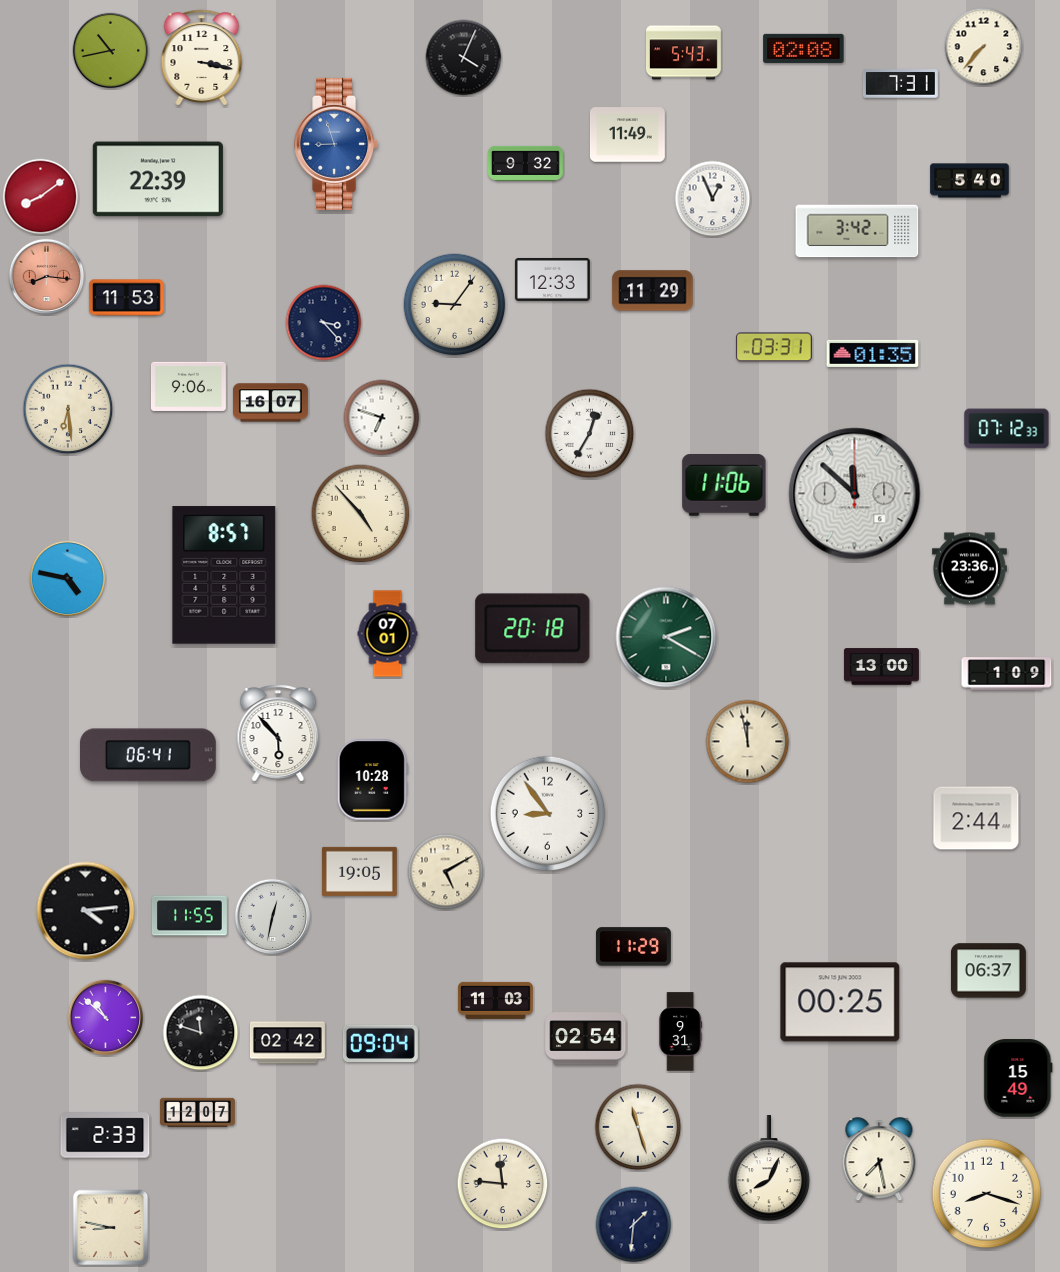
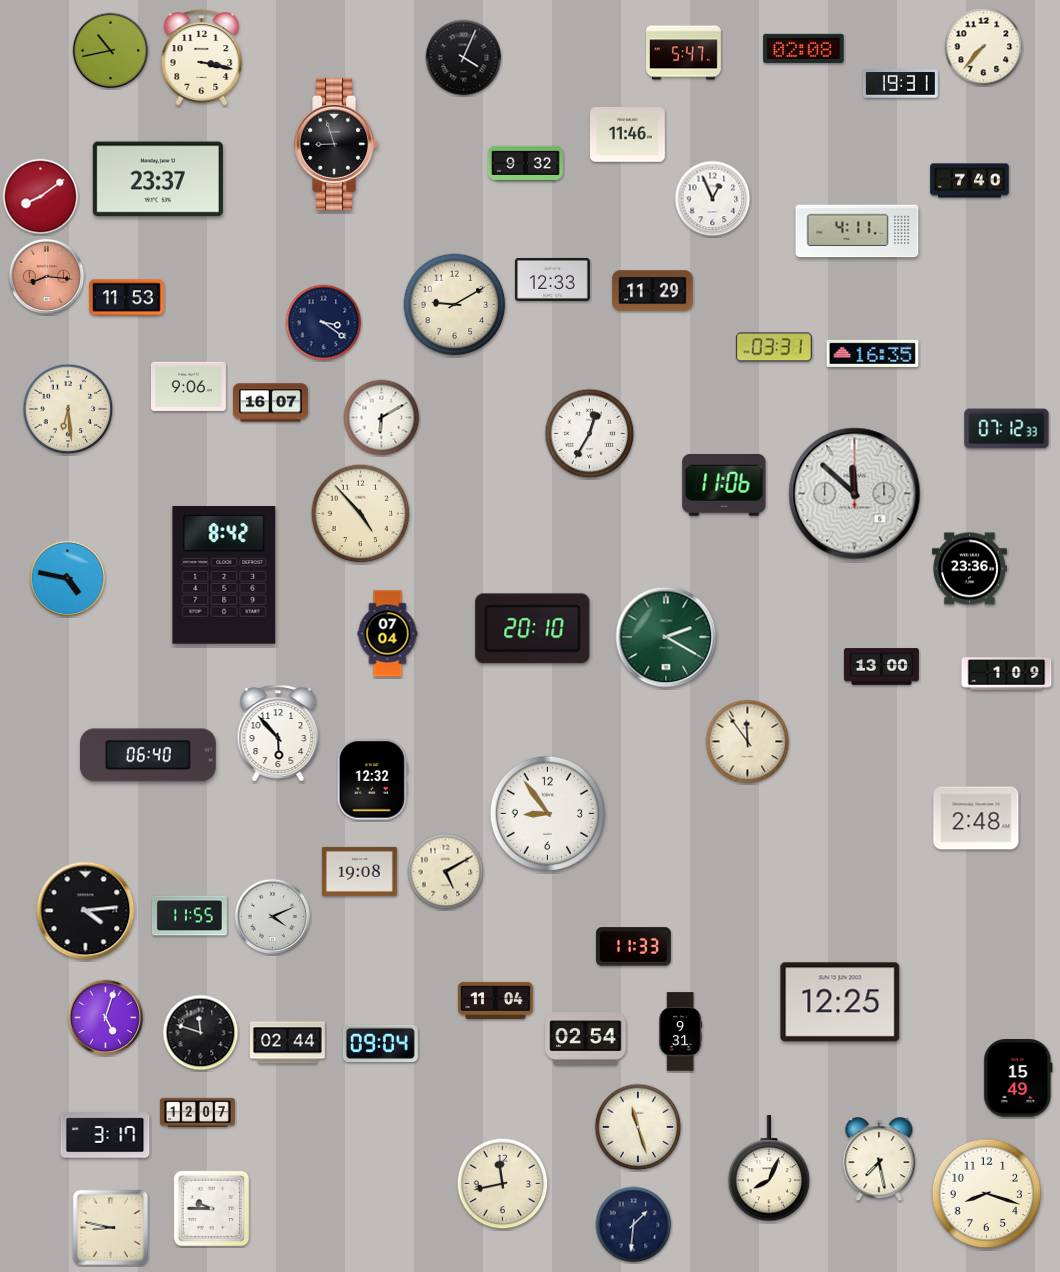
clock at (684, 53): 5:43 -> 5:47
clock at (900, 84): 7:31 -> 19:31
clock at (627, 135): 11:49 -> 11:46
clock at (337, 144) dial: blue -> black
clock at (158, 179): 22:39 -> 23:37
clock at (970, 181): 5:40 -> 7:40
clock at (857, 231): 3:42 -> 4:11
clock at (455, 305): 9:06 -> 9:10
clock at (324, 323): 3:23 -> 3:21
clock at (873, 353): 01:35 -> 16:35
clock at (382, 418): 6:48 -> 6:10
clock at (224, 575): 8:57 -> 8:42
clock at (533, 629): 20:18 -> 20:10
clock at (388, 634): 07:01 -> 07:04
clock at (748, 742): 11:58 -> 11:54
clock at (149, 755): 06:41 -> 06:40
clock at (372, 780): 10:28 -> 12:32
clock at (976, 818): 2:44 -> 2:48
clock at (359, 871): 19:05 -> 19:08
clock at (273, 917): 12:32 -> 4:11
clock at (633, 947): 11:29 -> 11:33
clock at (988, 971): 06:37 -> none
clock at (495, 1000): 11:03 -> 11:04
clock at (840, 1002): 00:25 -> 12:25
clock at (106, 1018): 10:52 -> 5:03
clock at (287, 1043): 02:42 -> 02:44
clock at (105, 1135): 2:33 -> 3:17
clock at (503, 1184): 11:46 -> 11:43
clock at (212, 1209): none -> 9:45
